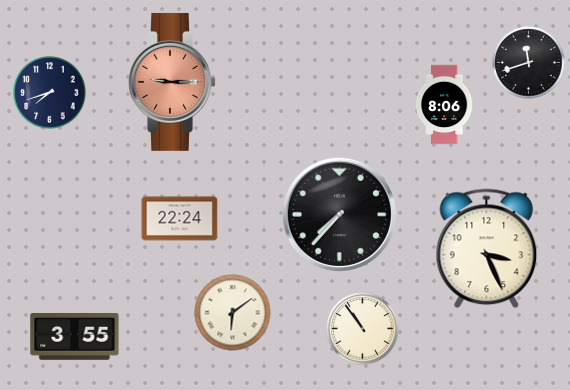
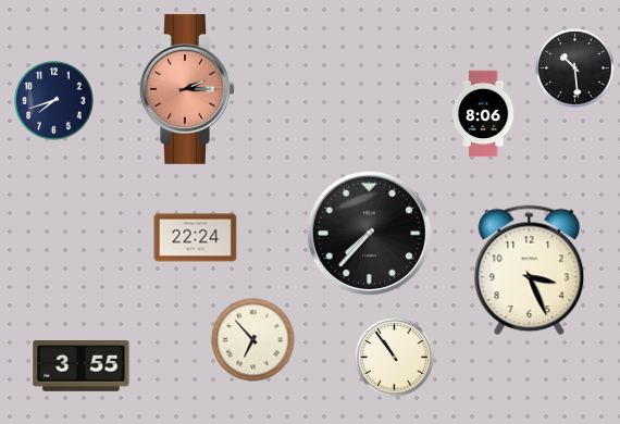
clock at (529, 63): 11:42 -> 10:29
clock at (172, 82): 9:15 -> 2:15
clock at (233, 313): 6:09 -> 6:53
